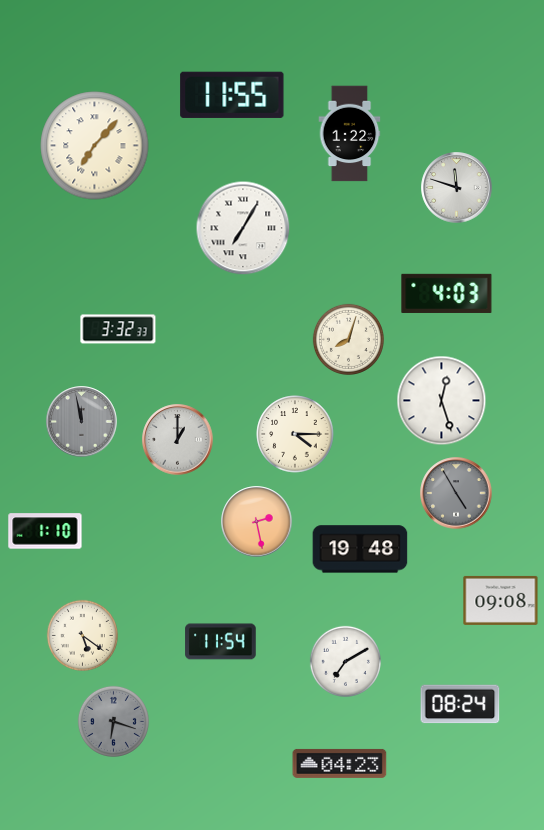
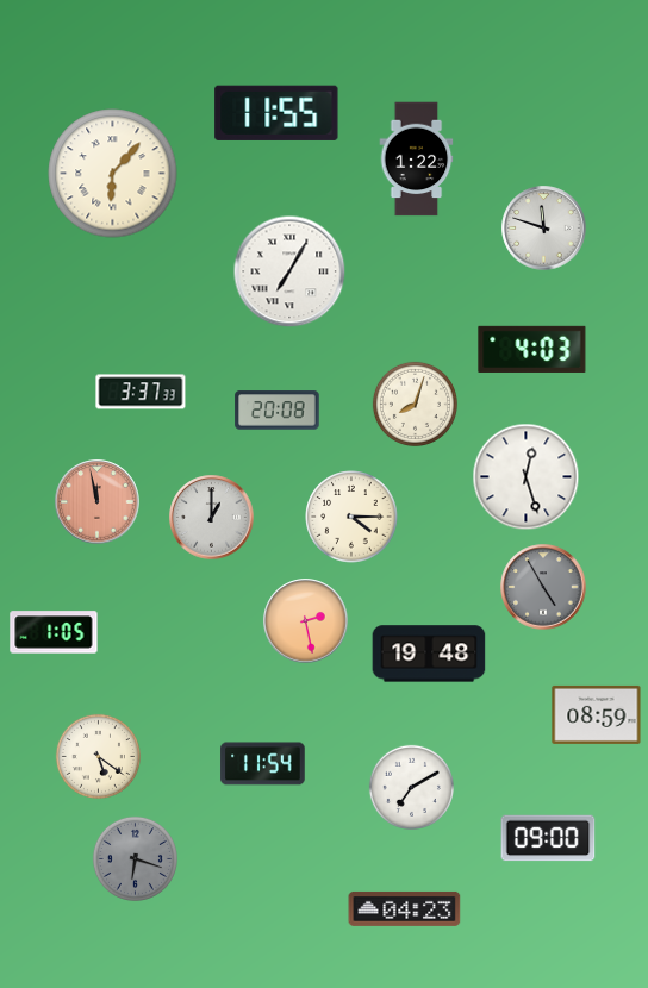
clock at (95, 146): 7:07 -> 6:07
clock at (457, 188) position: (457, 188) -> (544, 229)
clock at (118, 329): 3:32 -> 3:37
clock at (278, 411): none -> 20:08
clock at (82, 422) dial: grey -> salmon
clock at (178, 440) position: (178, 440) -> (212, 518)
clock at (45, 531): 1:10 -> 1:05
clock at (501, 600): 09:08 -> 08:59
clock at (460, 704): 08:24 -> 09:00
